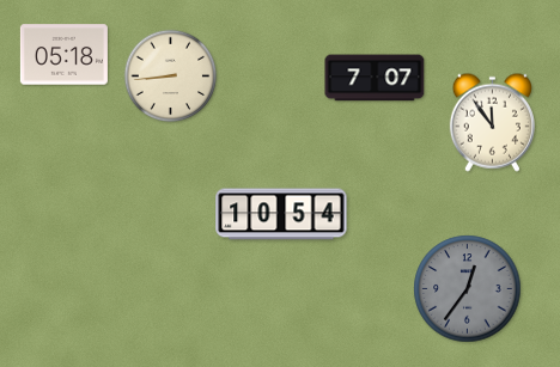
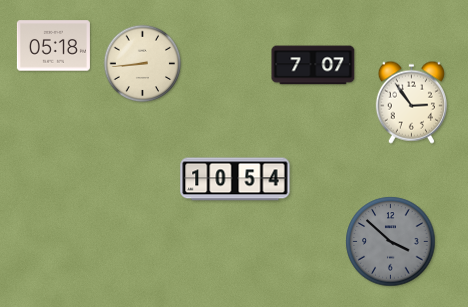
clock at (492, 122): 11:54 -> 2:54
clock at (468, 289): 12:36 -> 3:52
